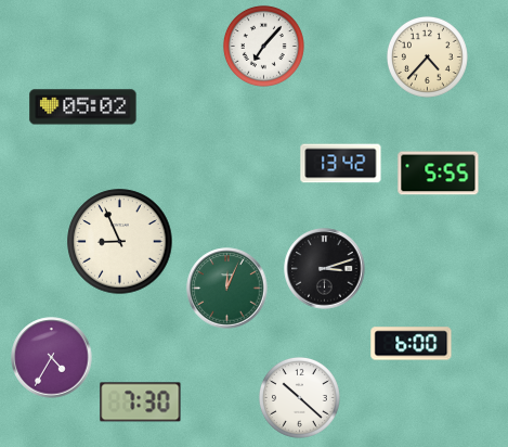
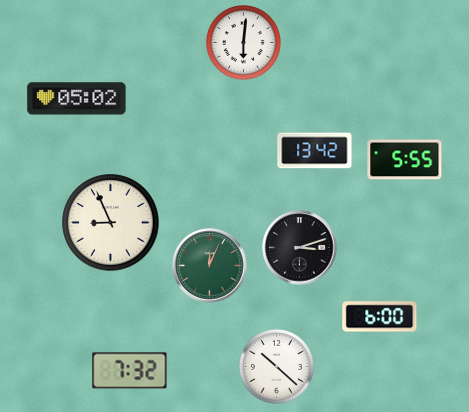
clock at (263, 46): 7:07 -> 6:01
clock at (427, 56): 4:37 -> none
clock at (52, 358): 4:35 -> none
clock at (141, 403): 7:30 -> 7:32
